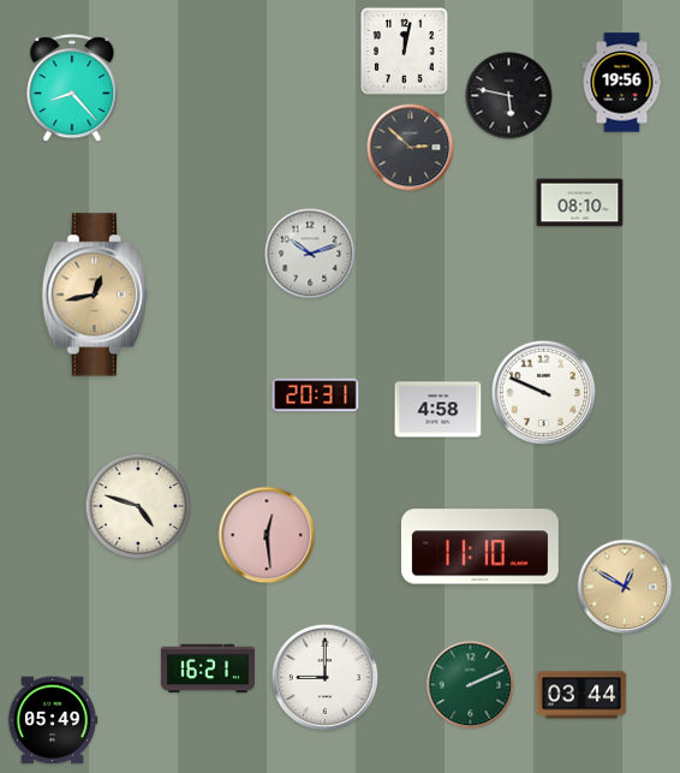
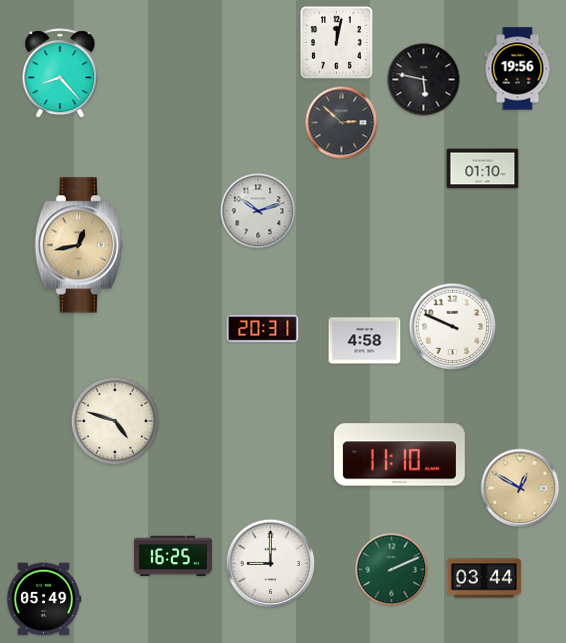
clock at (580, 203): 08:10 -> 01:10
clock at (267, 535): 12:29 -> none
clock at (208, 668): 16:21 -> 16:25
